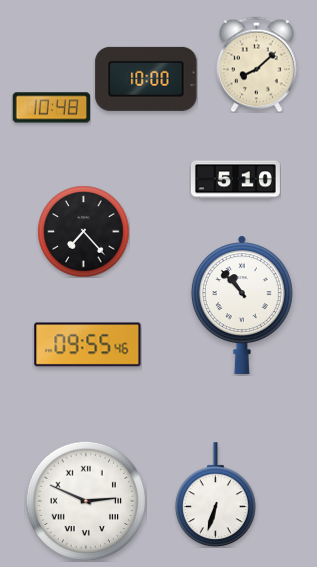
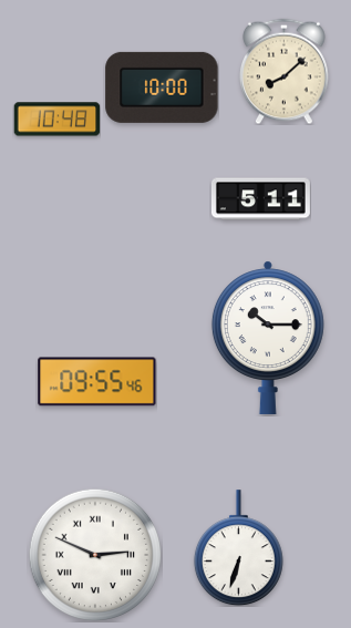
clock at (235, 180): 5:10 -> 5:11
clock at (83, 231): 7:23 -> none
clock at (242, 305): 10:53 -> 10:15
